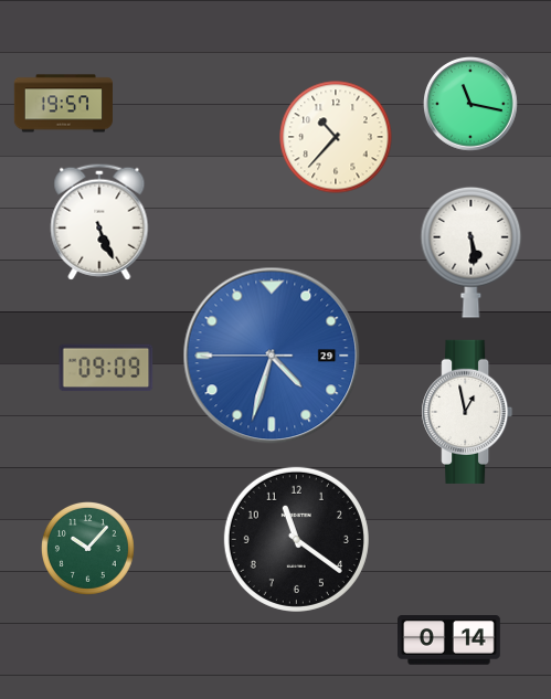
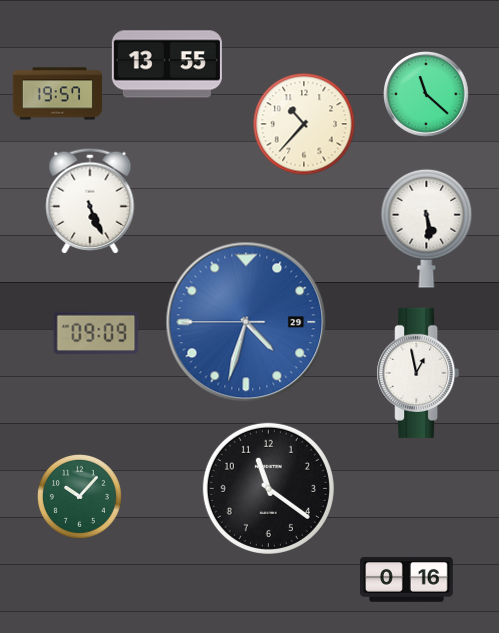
clock at (167, 64): none -> 13:55
clock at (470, 104): 11:17 -> 11:22
clock at (467, 412) position: (467, 412) -> (418, 373)
clock at (449, 640): 0:14 -> 0:16
